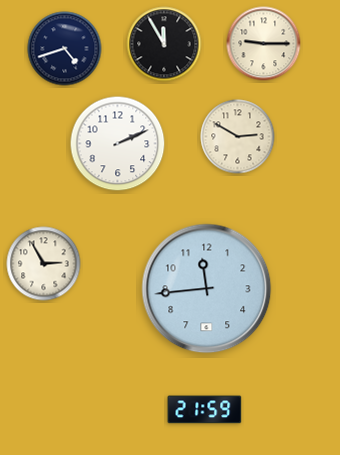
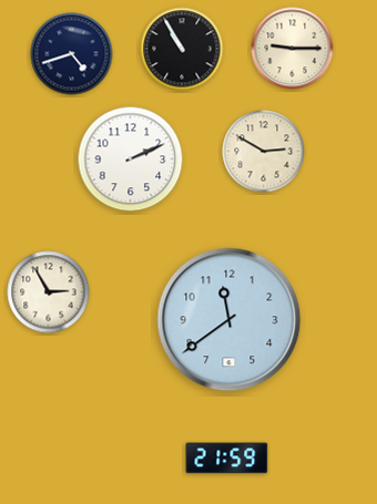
clock at (164, 44): 11:55 -> 10:55
clock at (207, 289): 11:44 -> 11:39
clock at (205, 410) position: (205, 410) -> (227, 459)
